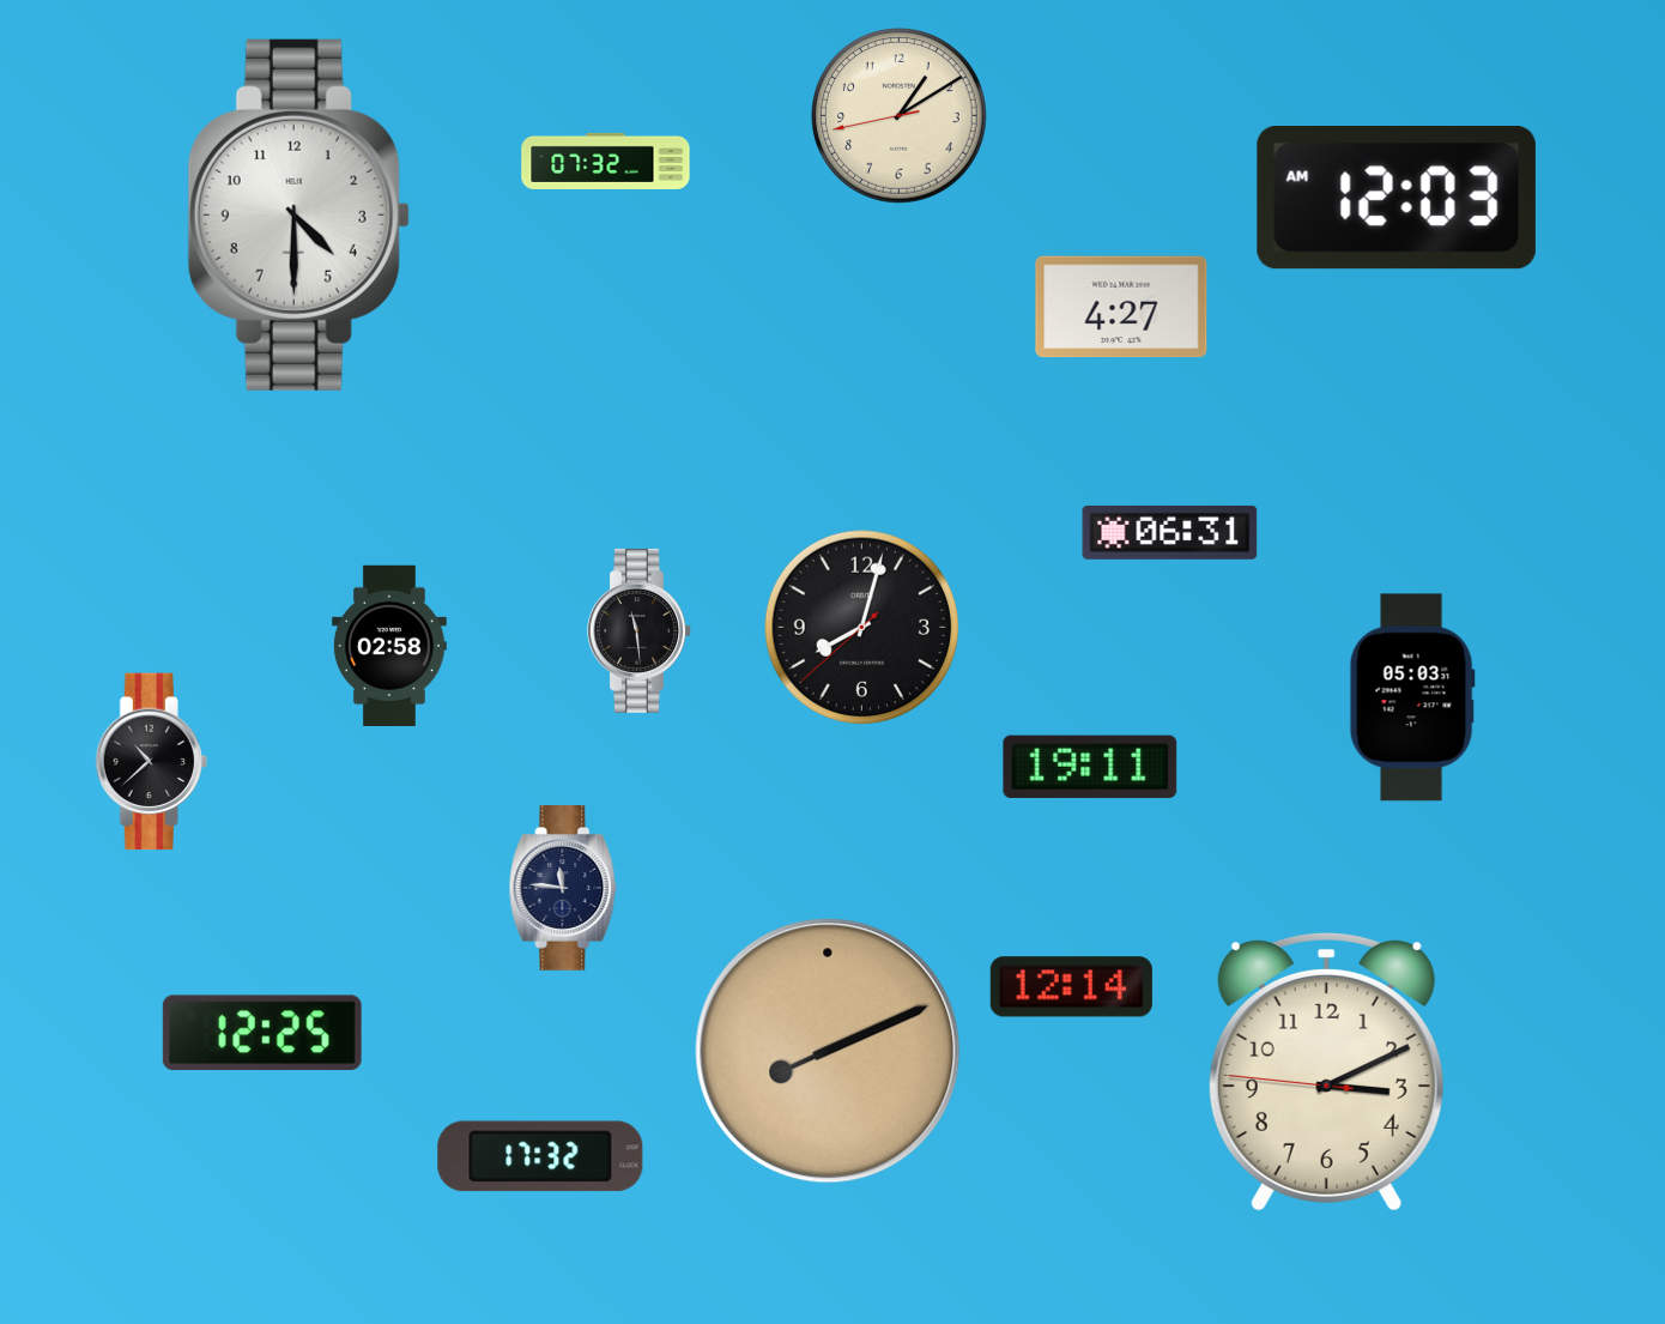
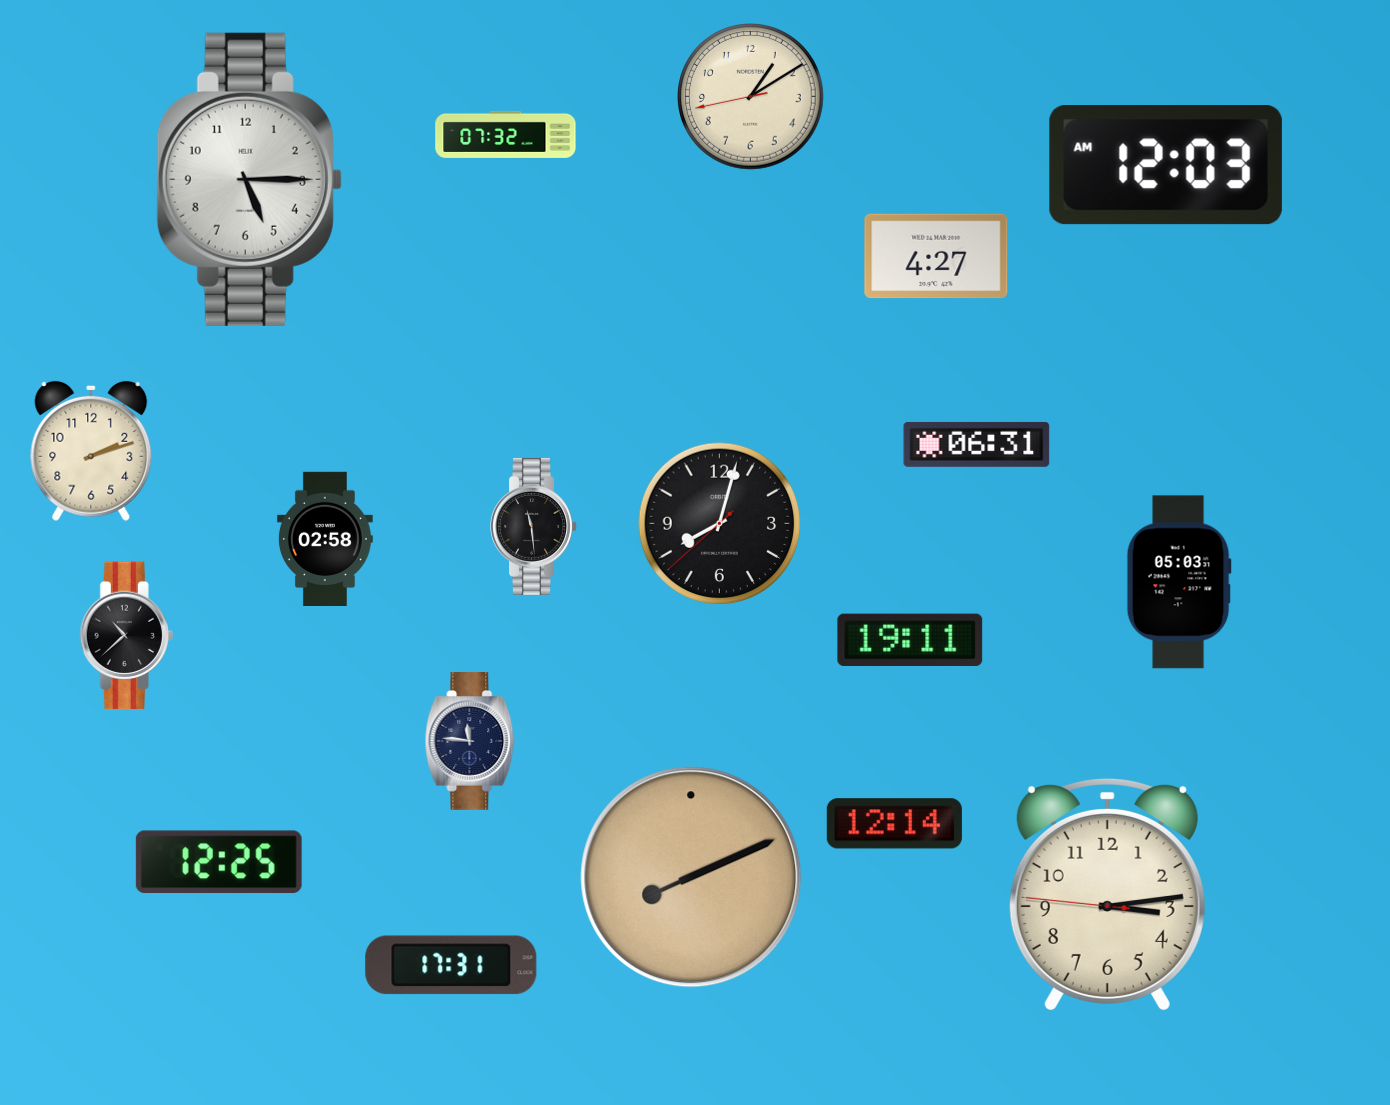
clock at (298, 214): 4:30 -> 5:15
clock at (91, 451): none -> 2:12
clock at (1326, 1071): 3:10 -> 3:13
clock at (540, 1156): 17:32 -> 17:31
